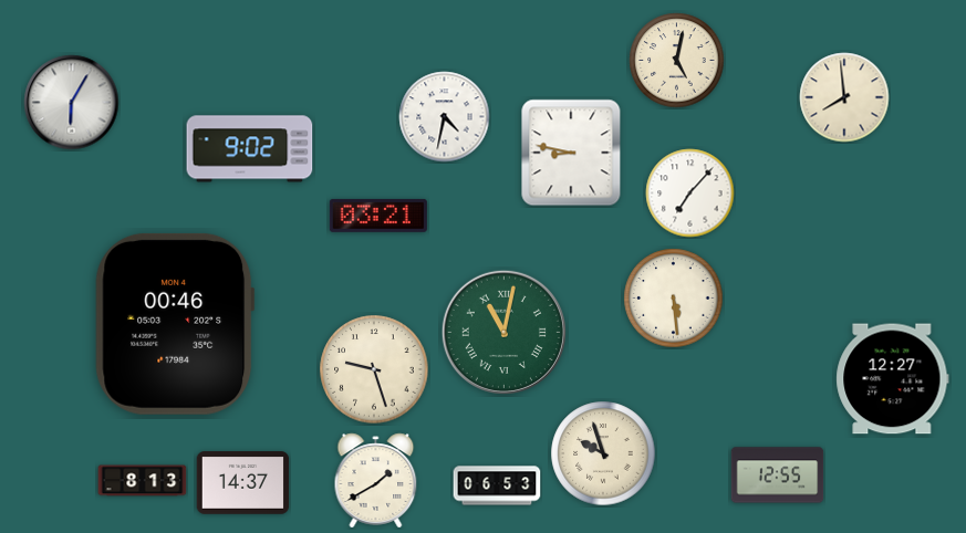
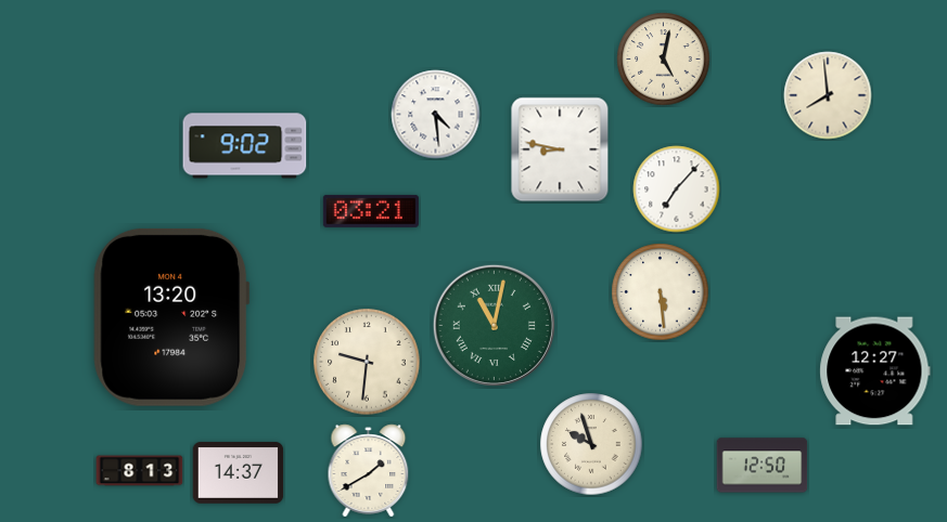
clock at (72, 103): 6:05 -> none
clock at (445, 117): 4:32 -> 4:29
clock at (175, 324): 00:46 -> 13:20
clock at (374, 369): 9:27 -> 9:31
clock at (778, 475): 12:55 -> 12:50
clock at (497, 485): 06:53 -> none
